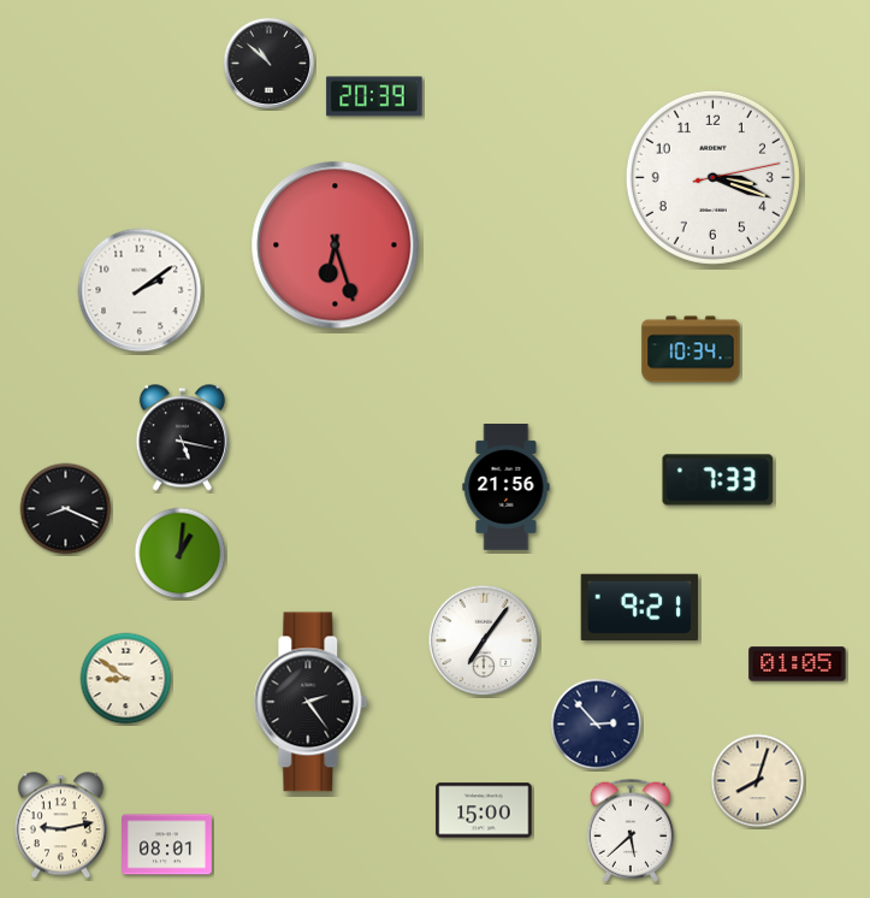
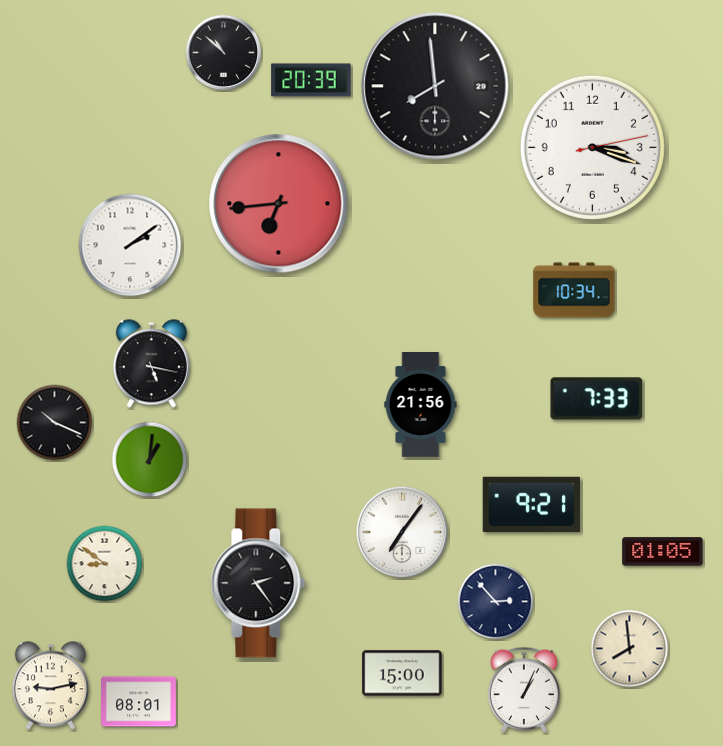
clock at (435, 86): none -> 7:59
clock at (336, 246): 6:27 -> 6:44
clock at (140, 290) position: (140, 290) -> (130, 245)
clock at (66, 509): 8:19 -> 10:19
clock at (758, 781): 8:03 -> 7:59
clock at (631, 831): 5:38 -> 1:04
